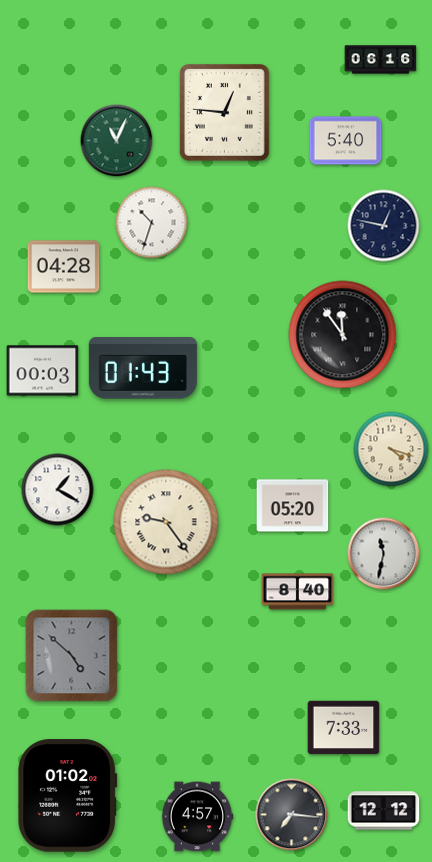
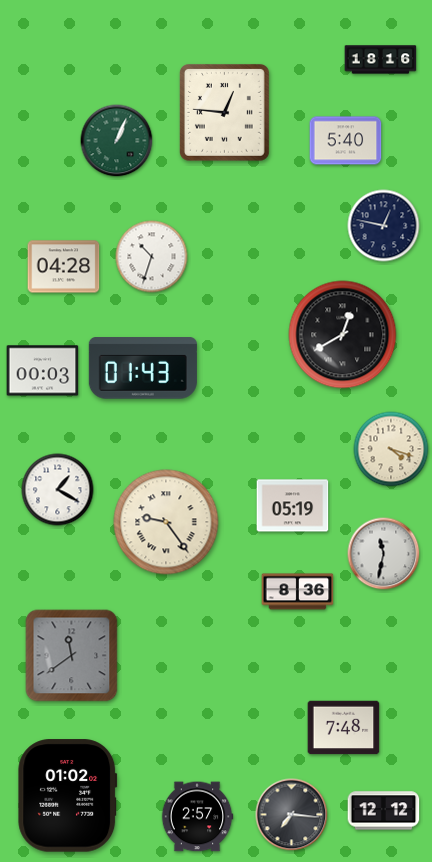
clock at (381, 60): 06:16 -> 18:16
clock at (117, 141): 11:04 -> 1:04
clock at (152, 223) position: (152, 223) -> (152, 257)
clock at (343, 335): 11:54 -> 12:40
clock at (293, 506): 05:20 -> 05:19
clock at (298, 592): 8:40 -> 8:36
clock at (72, 656): 4:52 -> 11:39
clock at (344, 728): 7:33 -> 7:48
clock at (197, 817): 4:57 -> 2:57
